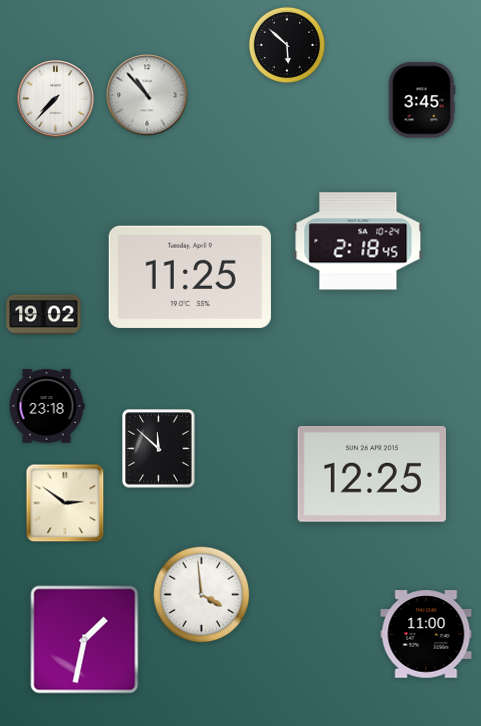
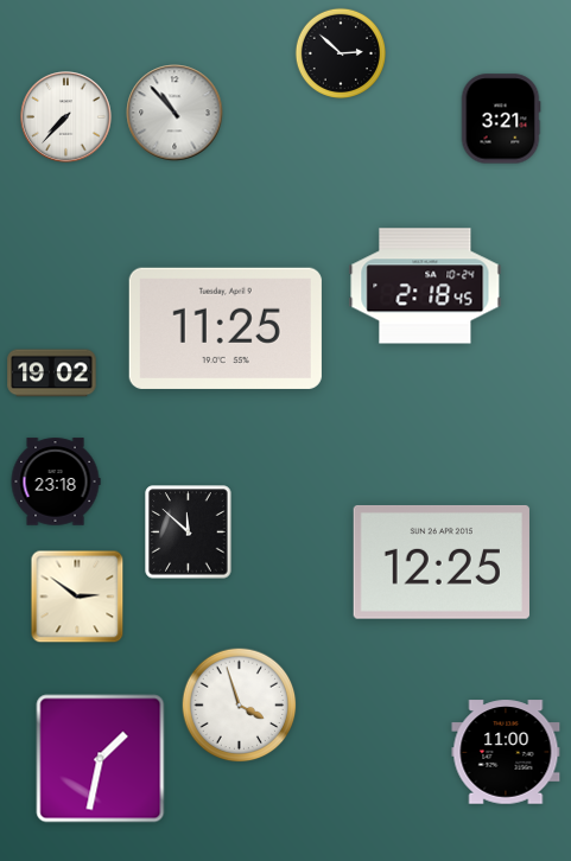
clock at (286, 44): 5:52 -> 2:52
clock at (422, 100): 3:45 -> 3:21
clock at (202, 595): 3:59 -> 3:57
